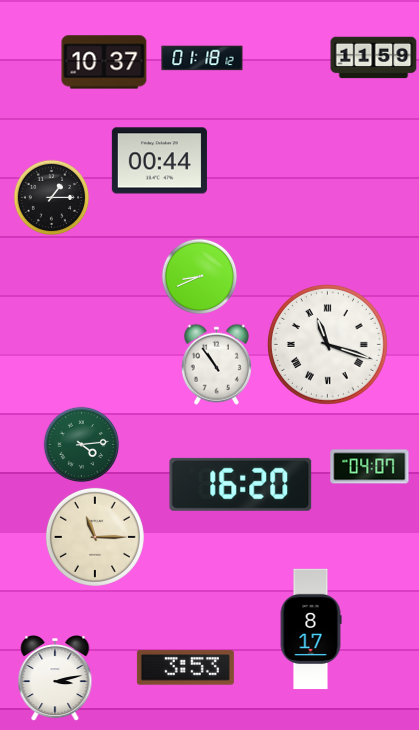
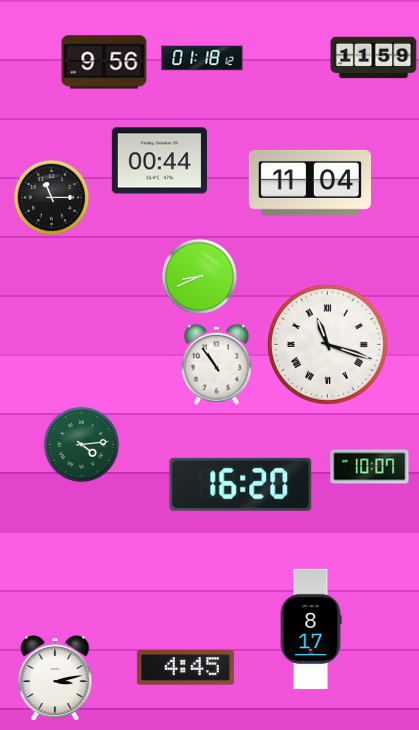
clock at (104, 62): 10:37 -> 9:56
clock at (310, 183): none -> 11:04
clock at (52, 198): 1:15 -> 11:15
clock at (370, 467): 04:07 -> 10:07
clock at (95, 537): 11:15 -> none
clock at (185, 668): 3:53 -> 4:45
